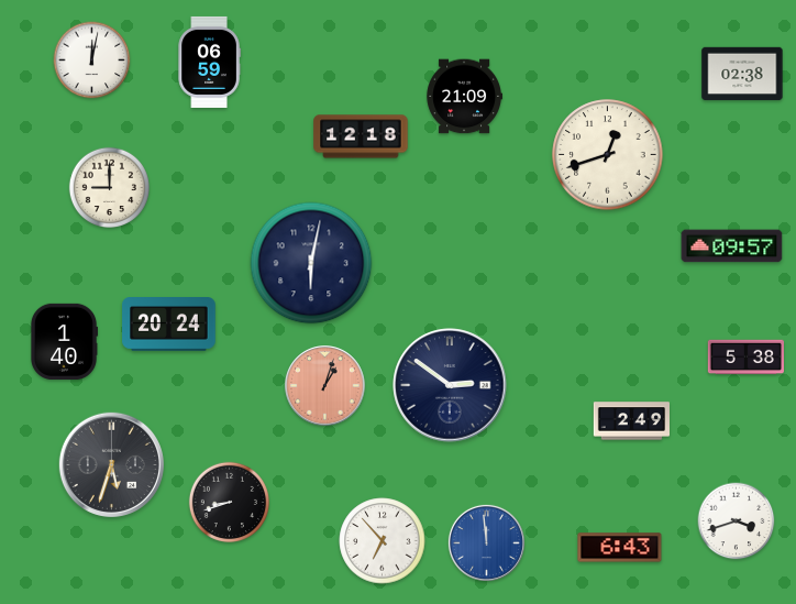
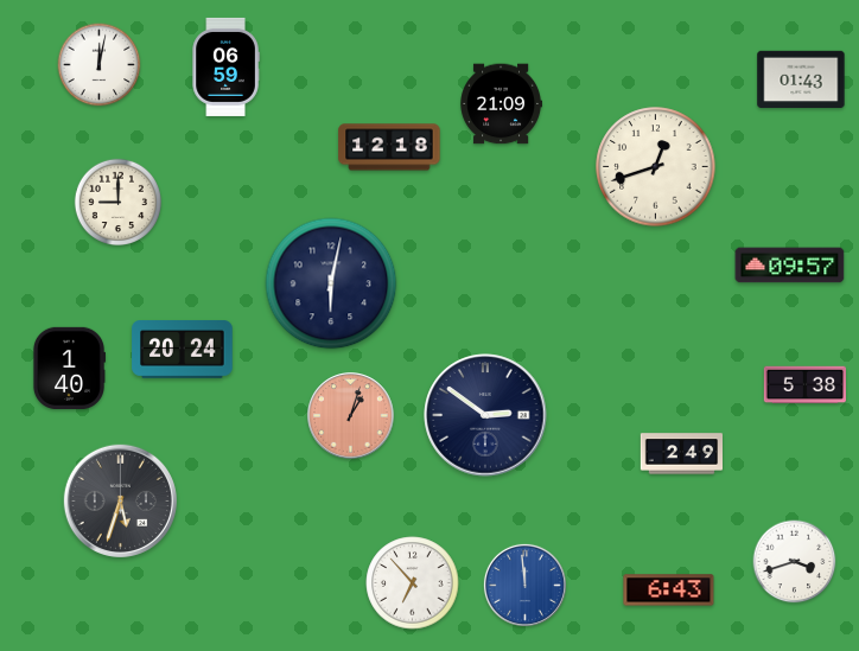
clock at (742, 74): 02:38 -> 01:43
clock at (311, 263) position: (311, 263) -> (331, 283)
clock at (229, 502): 8:42 -> none
